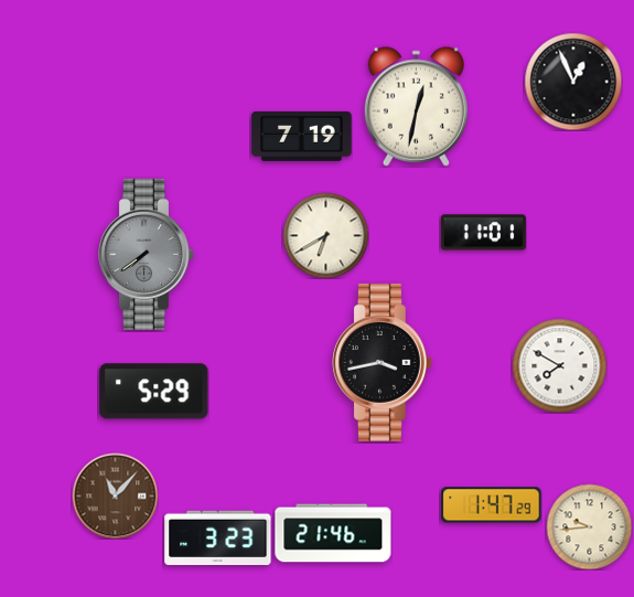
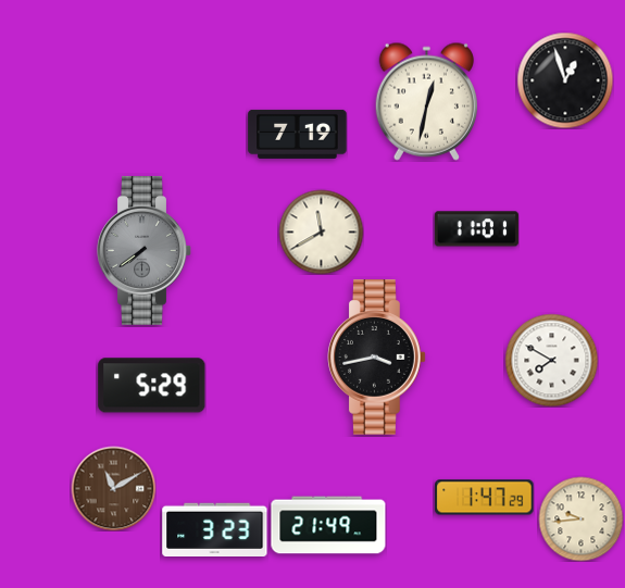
clock at (573, 82): 12:56 -> 12:57
clock at (416, 106) position: (416, 106) -> (426, 101)
clock at (325, 235): 6:40 -> 11:40
clock at (115, 495): 11:07 -> 11:10
clock at (333, 533): 21:46 -> 21:49
